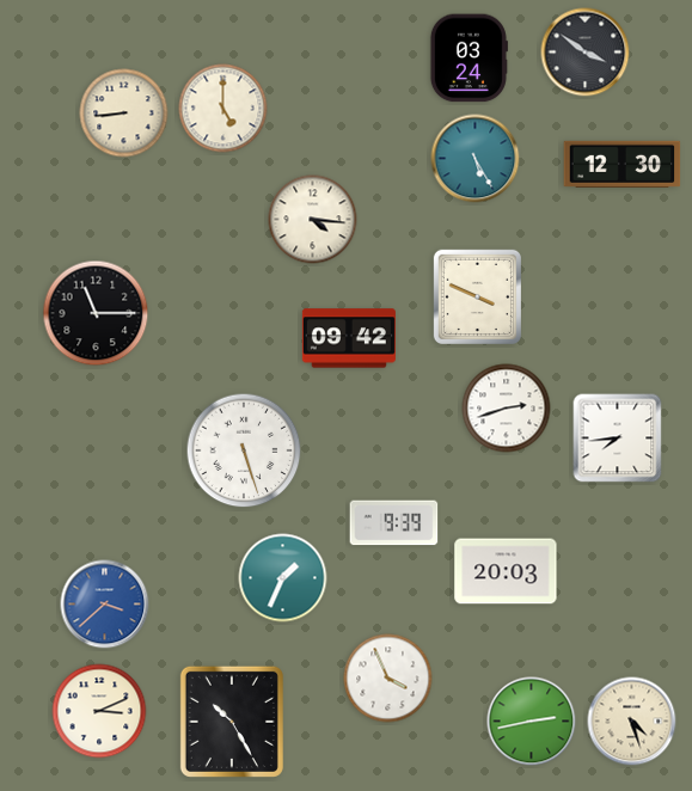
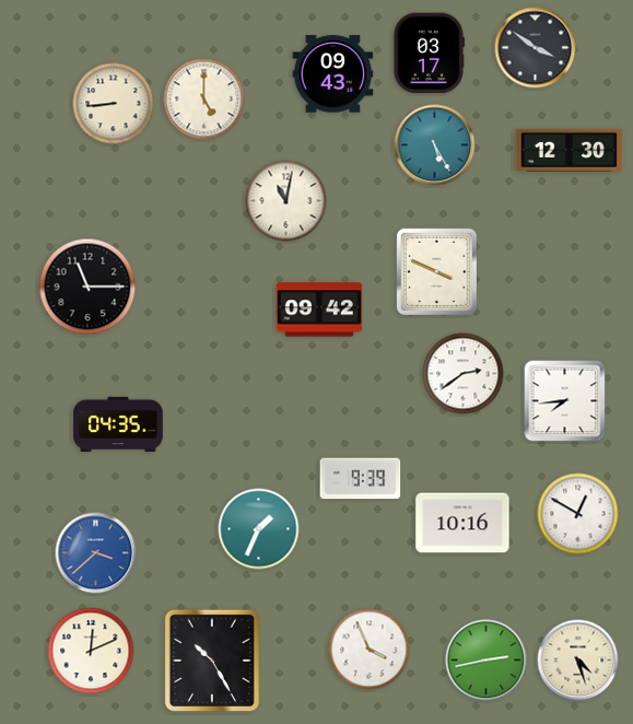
clock at (469, 59): 03:24 -> 03:17
clock at (333, 74): none -> 09:43
clock at (313, 220): 4:16 -> 11:02
clock at (507, 409): 2:42 -> 2:39
clock at (244, 450): 5:27 -> none
clock at (118, 424): none -> 04:35
clock at (578, 514): none -> 12:50
clock at (506, 571): 20:03 -> 10:16
clock at (388, 679) position: (388, 679) -> (370, 650)
clock at (99, 711): 3:11 -> 12:11
